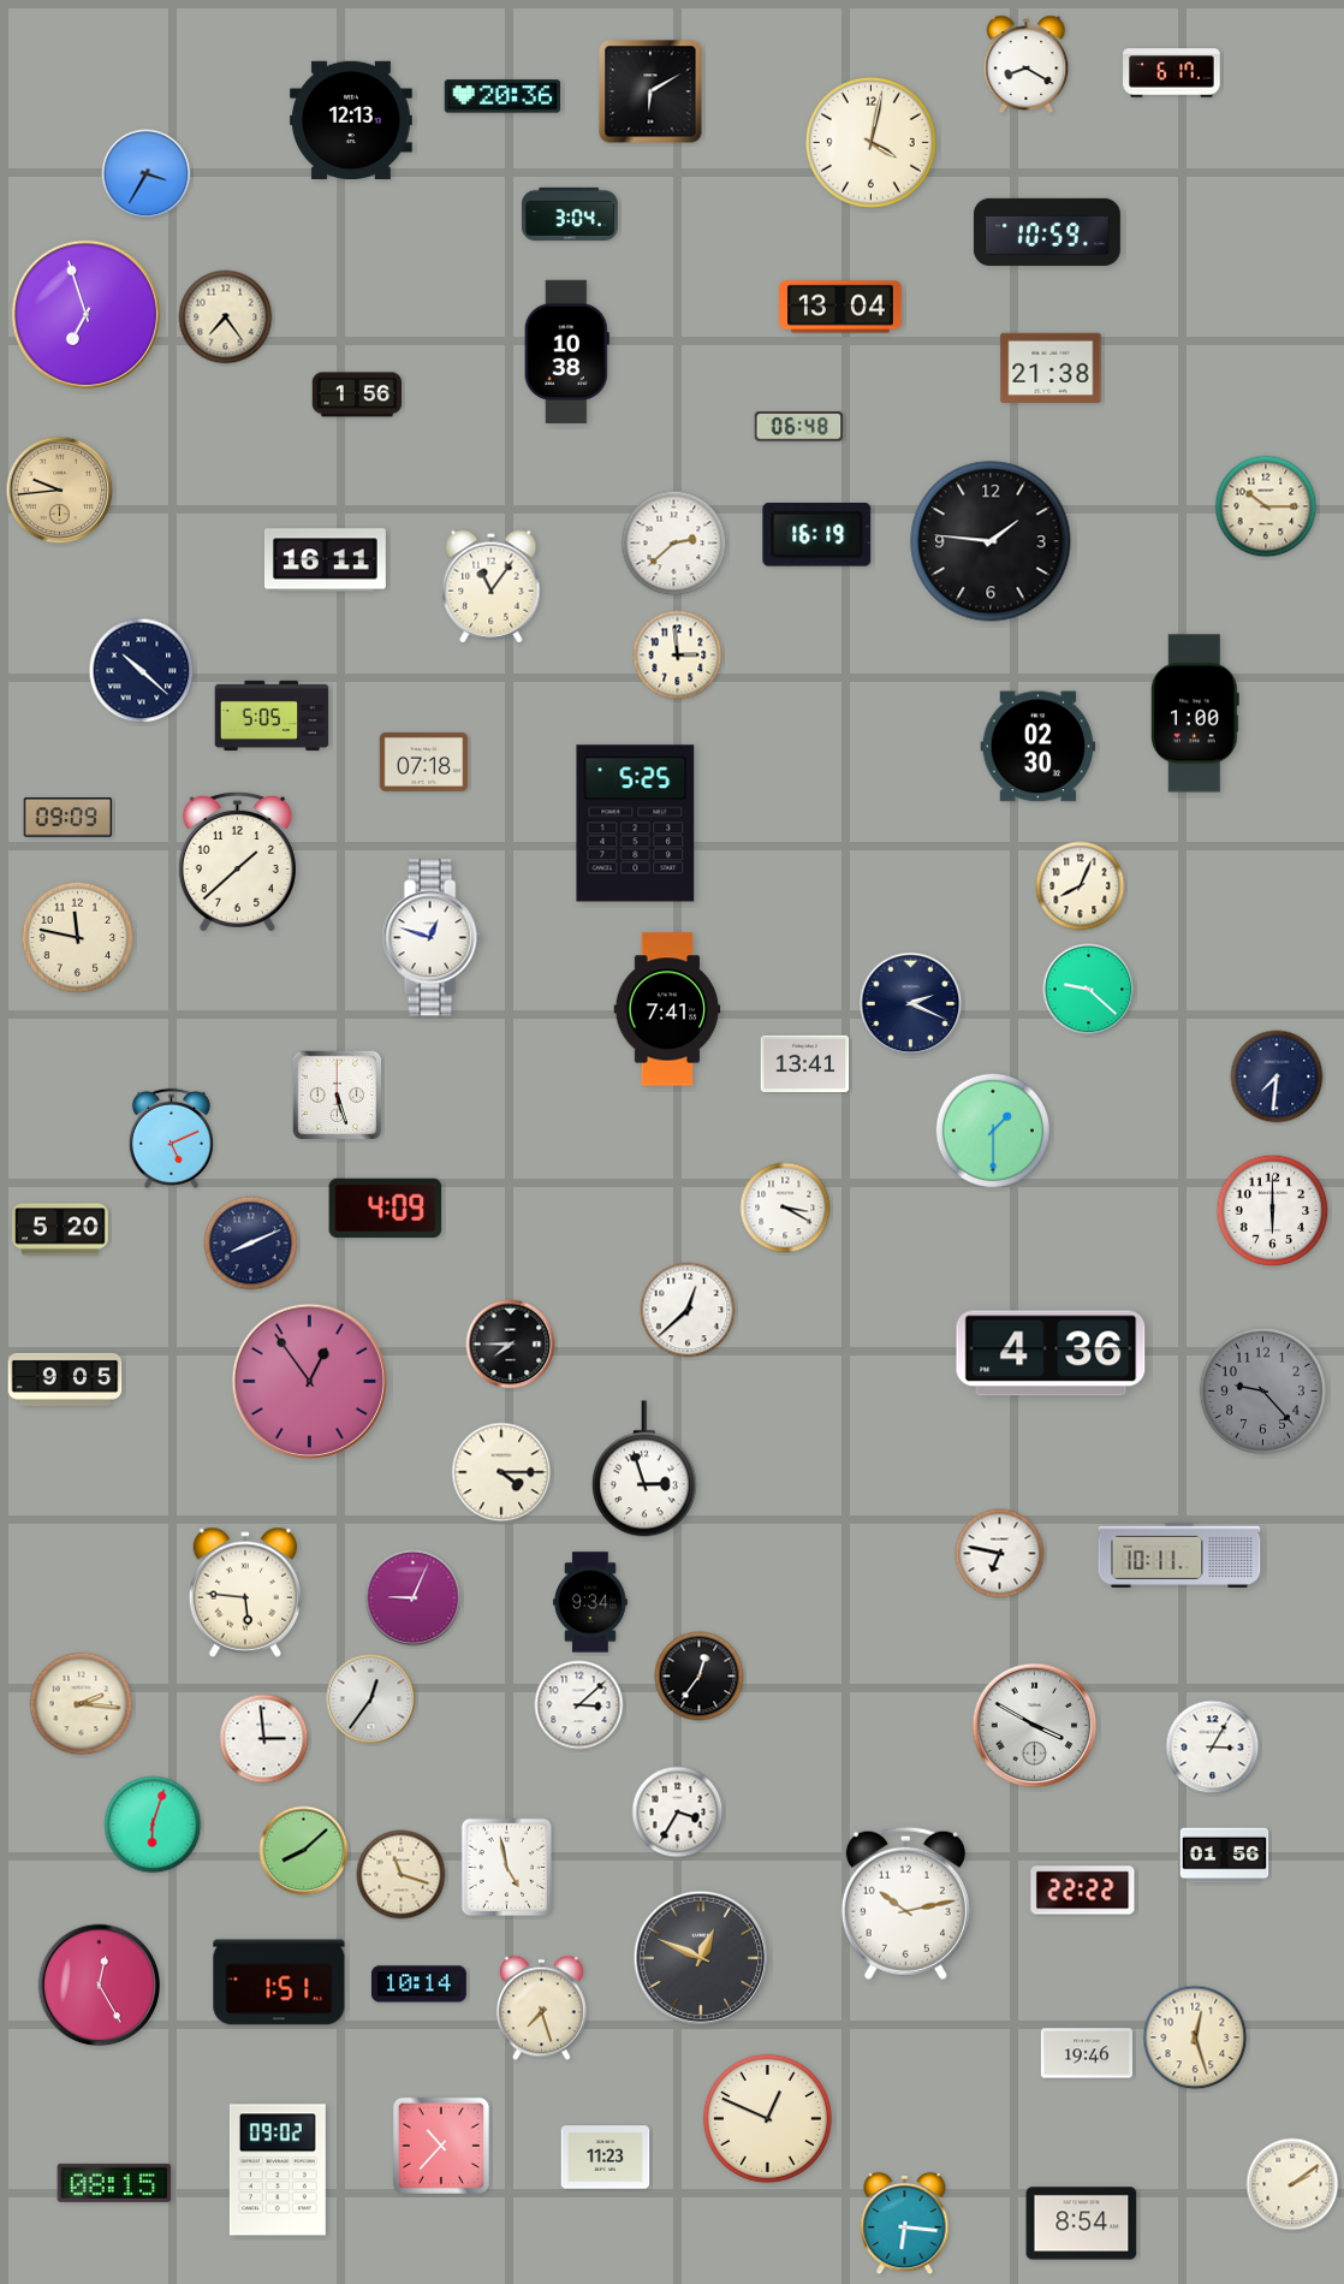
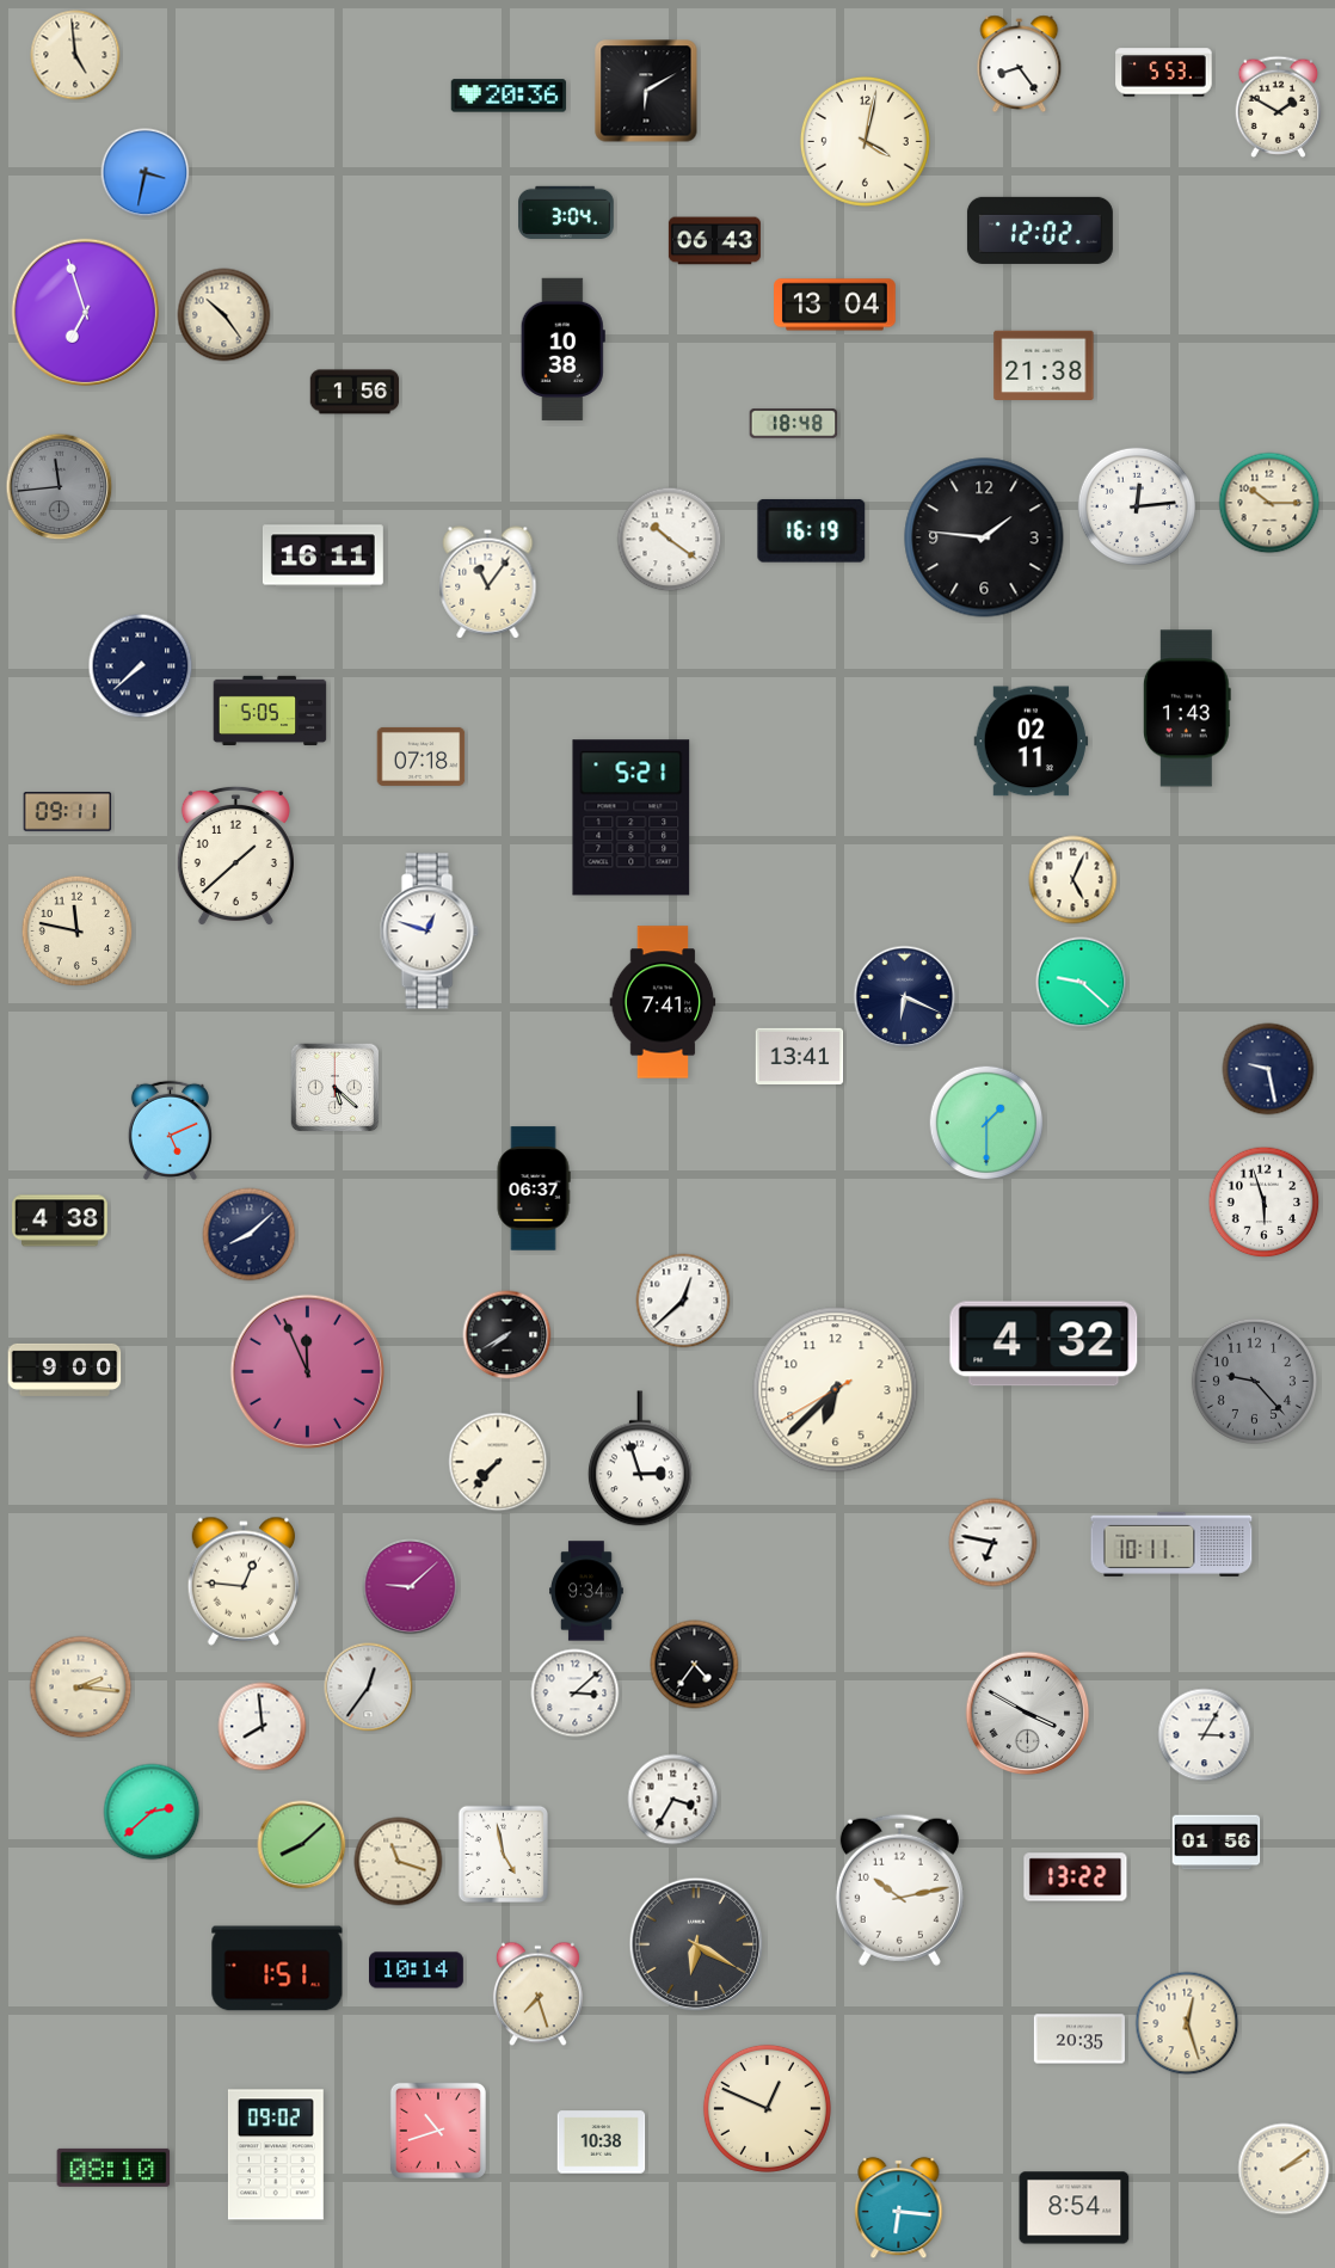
clock at (75, 55): none -> 4:59
clock at (1027, 65): 8:20 -> 8:24
clock at (1172, 73): 6:17 -> 5:53
clock at (502, 96) position: (502, 96) -> (509, 96)
clock at (1279, 106): none -> 1:50
clock at (352, 119): 12:13 -> none
clock at (147, 174): 3:35 -> 3:32
clock at (1047, 232): 10:59 -> 12:02
clock at (714, 241): none -> 06:43
clock at (226, 318): 7:24 -> 10:24
clock at (799, 427): 06:48 -> 18:48
clock at (60, 491): 9:44 -> 11:44
clock at (60, 491) dial: champagne -> grey
clock at (1266, 506) position: (1266, 506) -> (1269, 503)
clock at (1136, 505): none -> 12:14
clock at (674, 544): 2:38 -> 10:21
clock at (678, 655): 2:59 -> none
clock at (142, 671): 10:22 -> 7:38
clock at (1195, 713): 1:00 -> 1:43
clock at (1039, 747): 02:30 -> 02:11
clock at (69, 818): 09:09 -> 09:11
clock at (636, 824): 5:25 -> 5:21
clock at (1081, 886): 8:04 -> 5:04
clock at (911, 1004): 2:19 -> 6:19
clock at (1277, 1076): 7:31 -> 9:28
clock at (338, 1096): 5:27 -> 5:22
clock at (534, 1188): none -> 06:37
clock at (785, 1208): 3:20 -> none
clock at (386, 1209): 4:09 -> none
clock at (1273, 1211): 6:00 -> 5:57
clock at (60, 1229): 5:20 -> 4:38
clock at (251, 1244): 8:11 -> 8:08
clock at (511, 1345): 7:45 -> 7:40
clock at (1051, 1353): 4:36 -> 4:32
clock at (65, 1380): 9:05 -> 9:00
clock at (309, 1381): 12:54 -> 11:56
clock at (836, 1390): none -> 6:37
clock at (501, 1472): 4:15 -> 7:37
clock at (245, 1592): 5:46 -> 12:46
clock at (414, 1598): 9:04 -> 9:08
clock at (700, 1677): 12:36 -> 4:36
clock at (82, 1704) position: (82, 1704) -> (81, 1688)
clock at (264, 1739): 2:59 -> 7:59
clock at (153, 1825): 6:03 -> 2:38
clock at (304, 1851) position: (304, 1851) -> (302, 1845)
clock at (1083, 1891): 22:22 -> 13:22
clock at (701, 1958): 12:49 -> 6:20
clock at (100, 1986): 12:25 -> none
clock at (1087, 2053): 19:46 -> 20:35
clock at (767, 2118) position: (767, 2118) -> (767, 2108)
clock at (441, 2146): 10:37 -> 10:42
clock at (606, 2158): 11:23 -> 10:38
clock at (114, 2183): 08:15 -> 08:10
